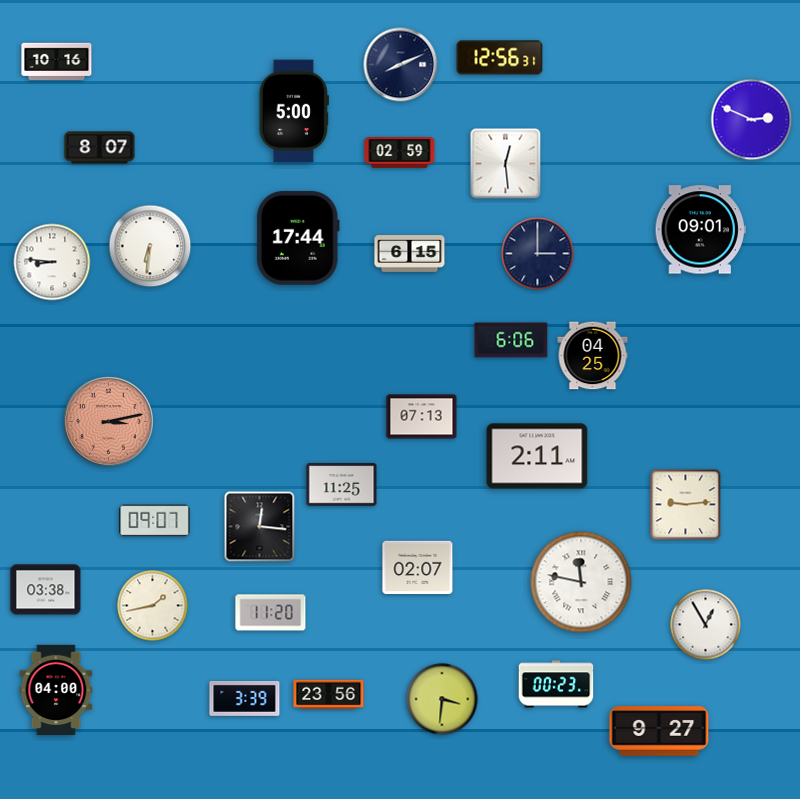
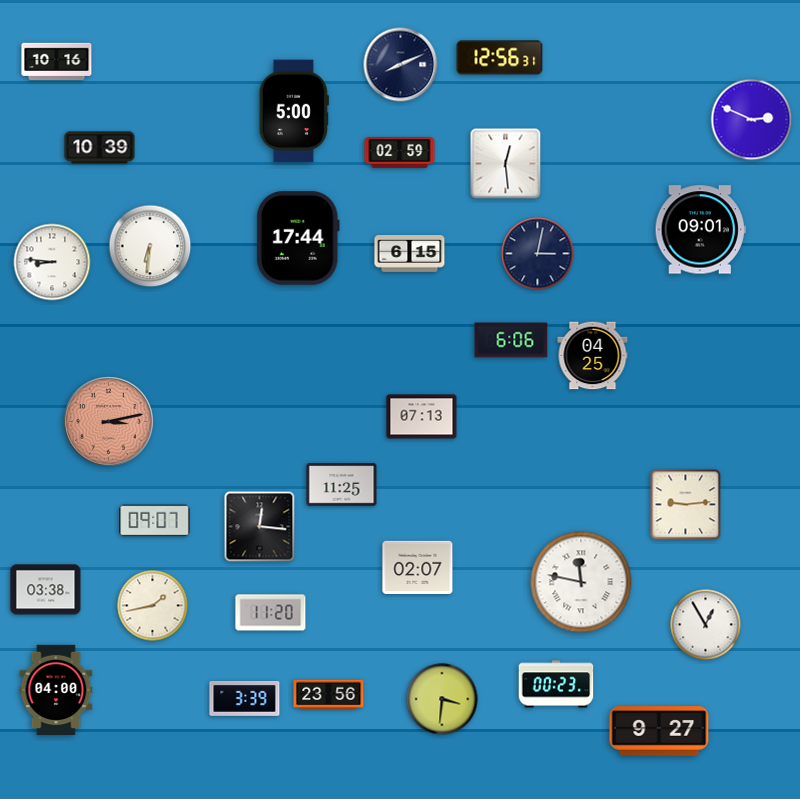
clock at (100, 148): 8:07 -> 10:39
clock at (538, 254): 3:00 -> 3:02
clock at (537, 456): 2:11 -> none
